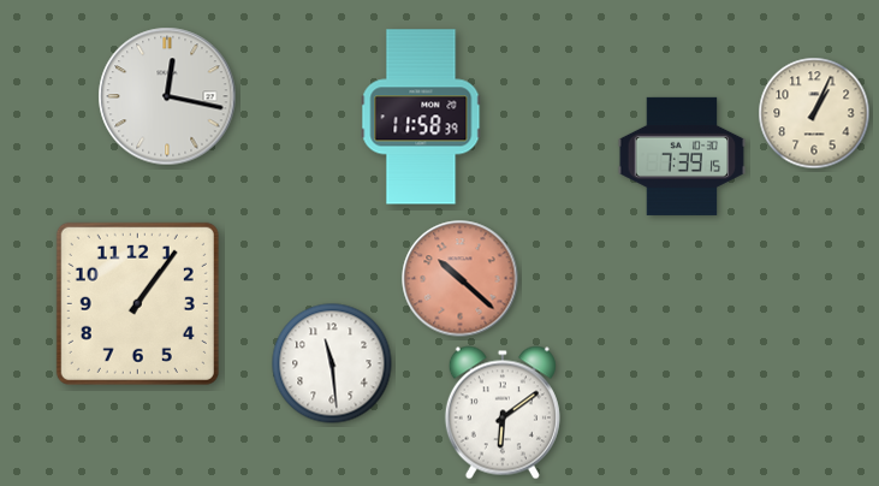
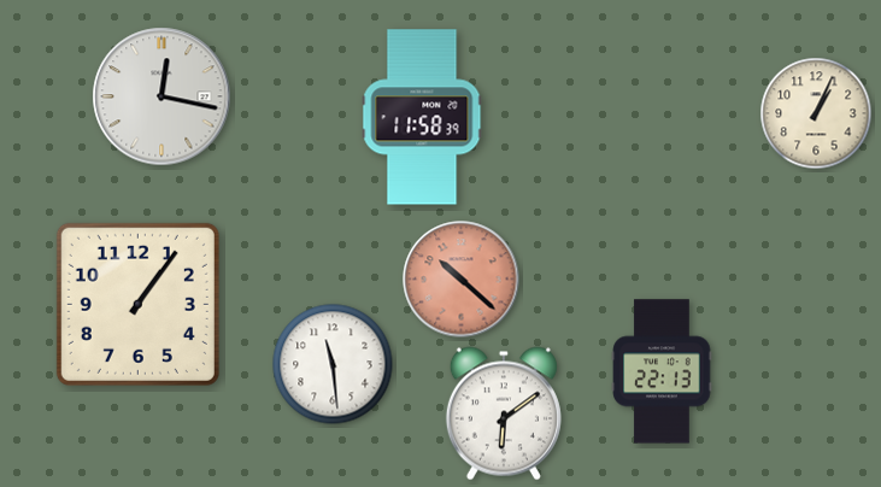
clock at (167, 96) position: (167, 96) -> (161, 96)
clock at (682, 156): 7:39 -> none
clock at (662, 371): none -> 22:13
